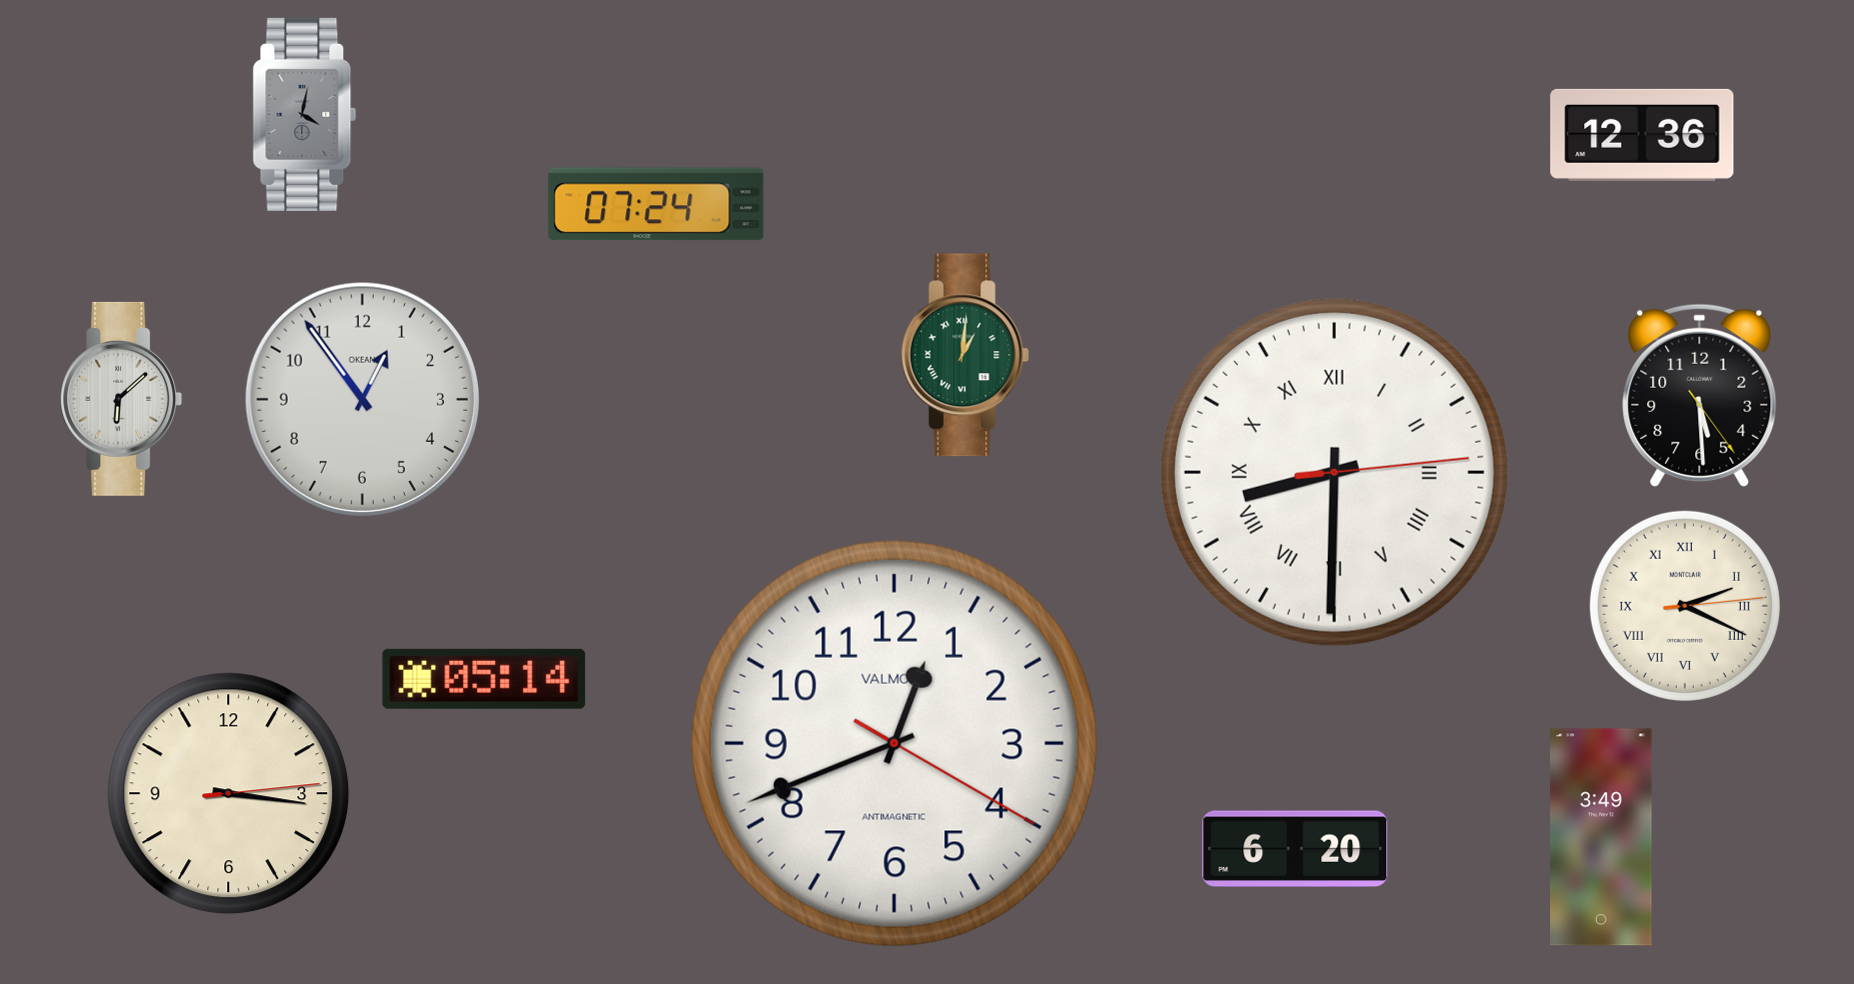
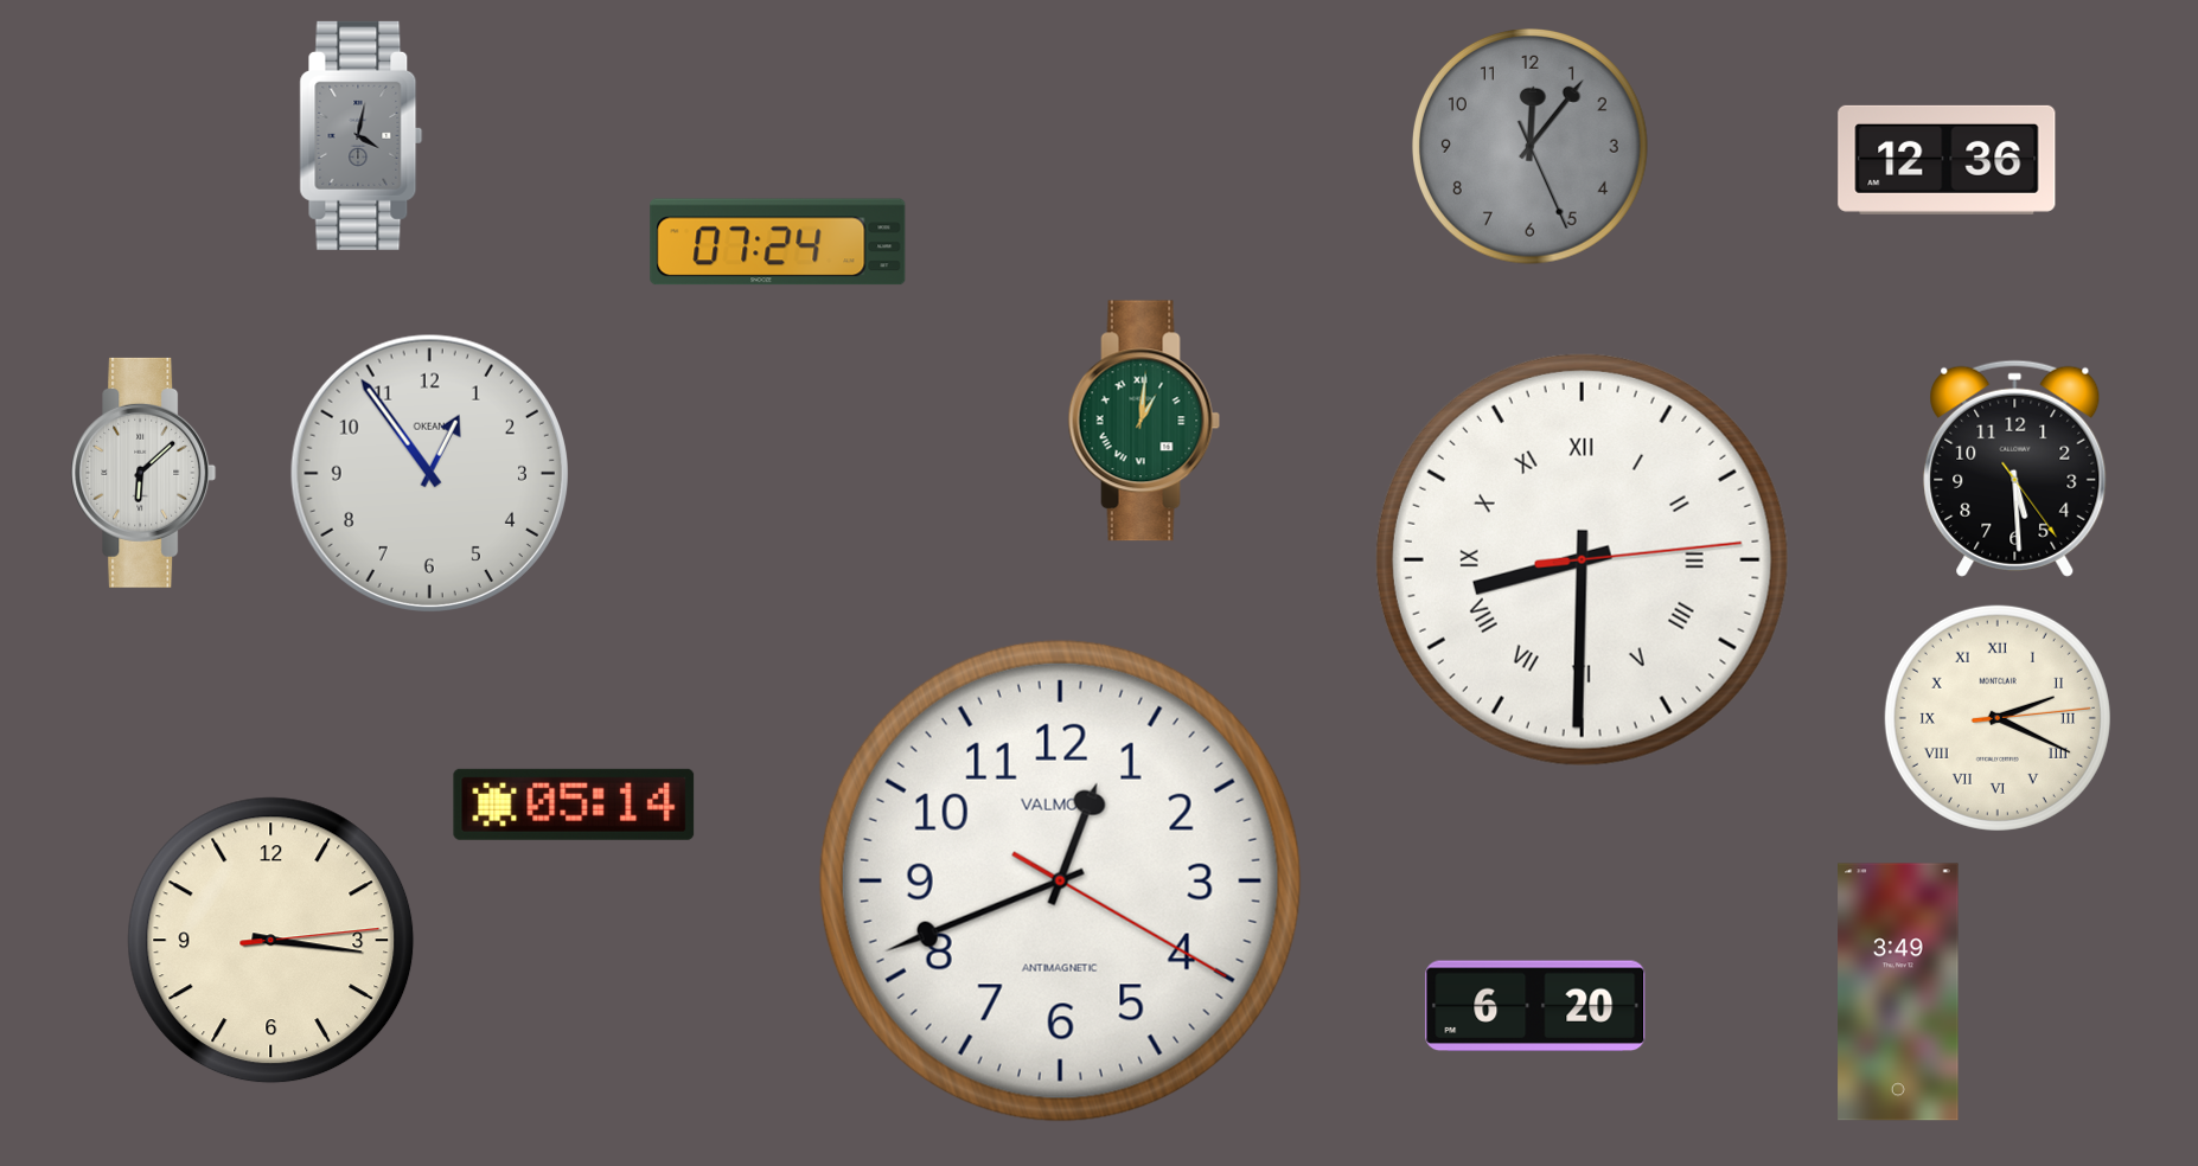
clock at (1529, 146): none -> 12:06
